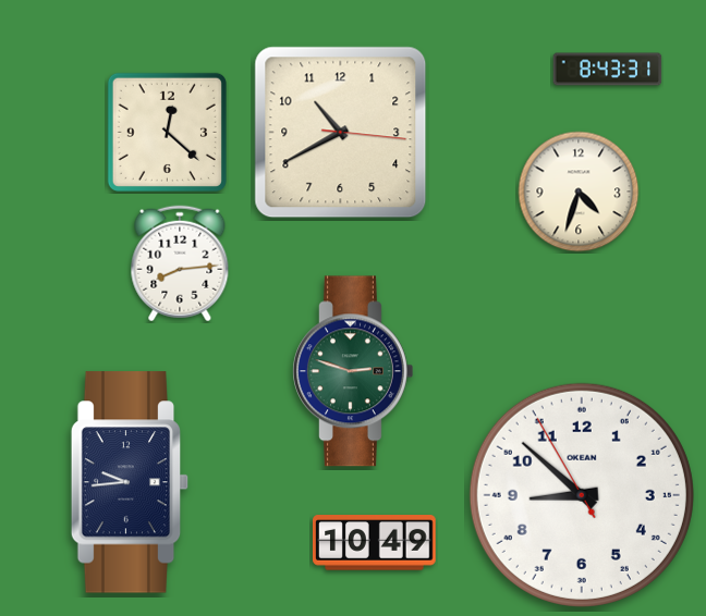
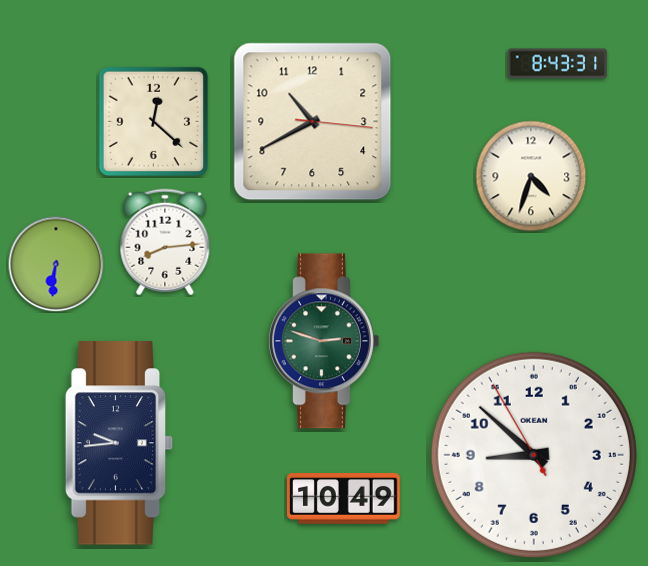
clock at (56, 264): none -> 6:31
